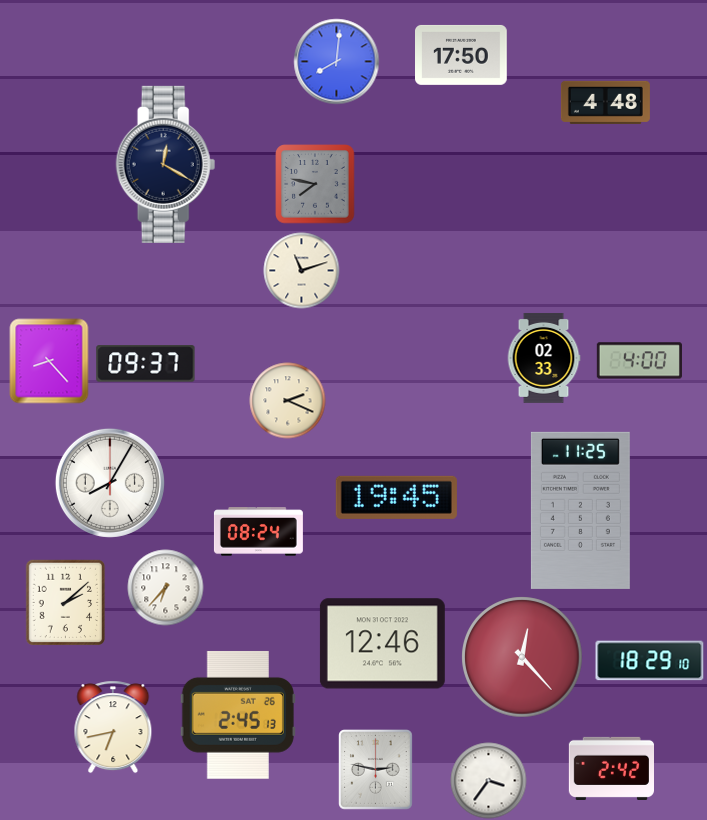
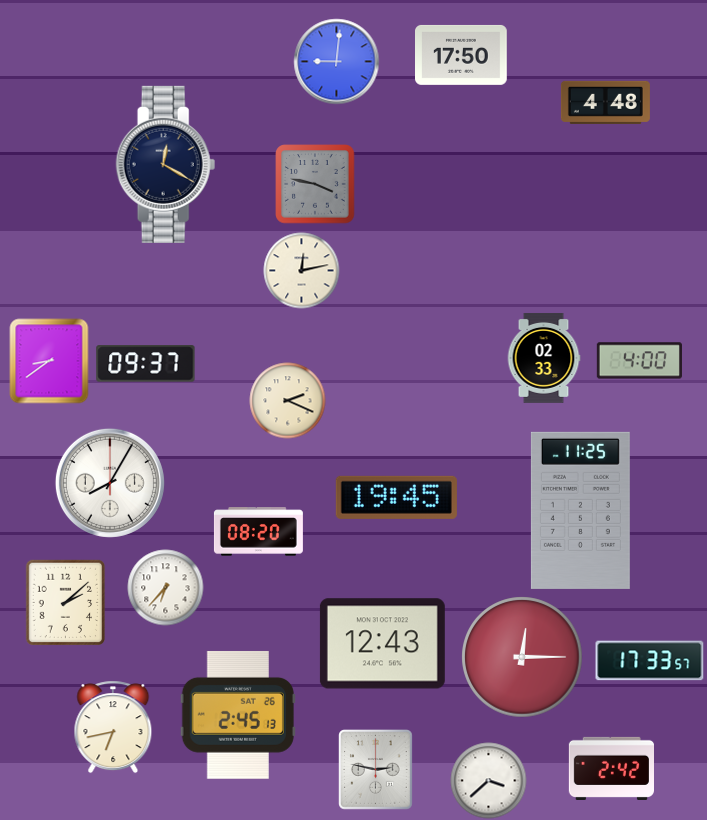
clock at (337, 62): 8:01 -> 9:01
clock at (315, 184): 7:47 -> 3:47
clock at (302, 271): 11:12 -> 12:13
clock at (49, 361): 8:23 -> 8:39
clock at (258, 532): 08:24 -> 08:20
clock at (382, 644): 12:46 -> 12:43
clock at (522, 657): 12:23 -> 12:15
clock at (650, 661): 18:29 -> 17:33
clock at (489, 781): 3:36 -> 3:38
